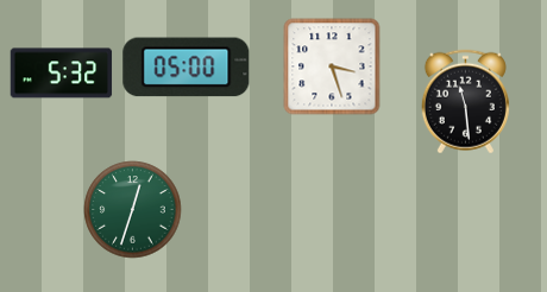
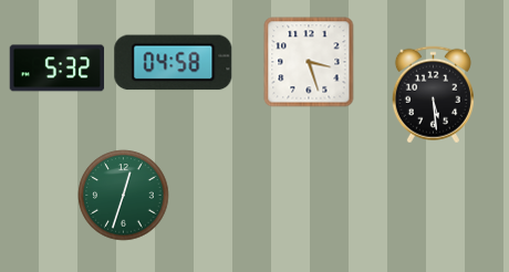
clock at (187, 68): 05:00 -> 04:58
clock at (465, 102): 11:29 -> 5:29
